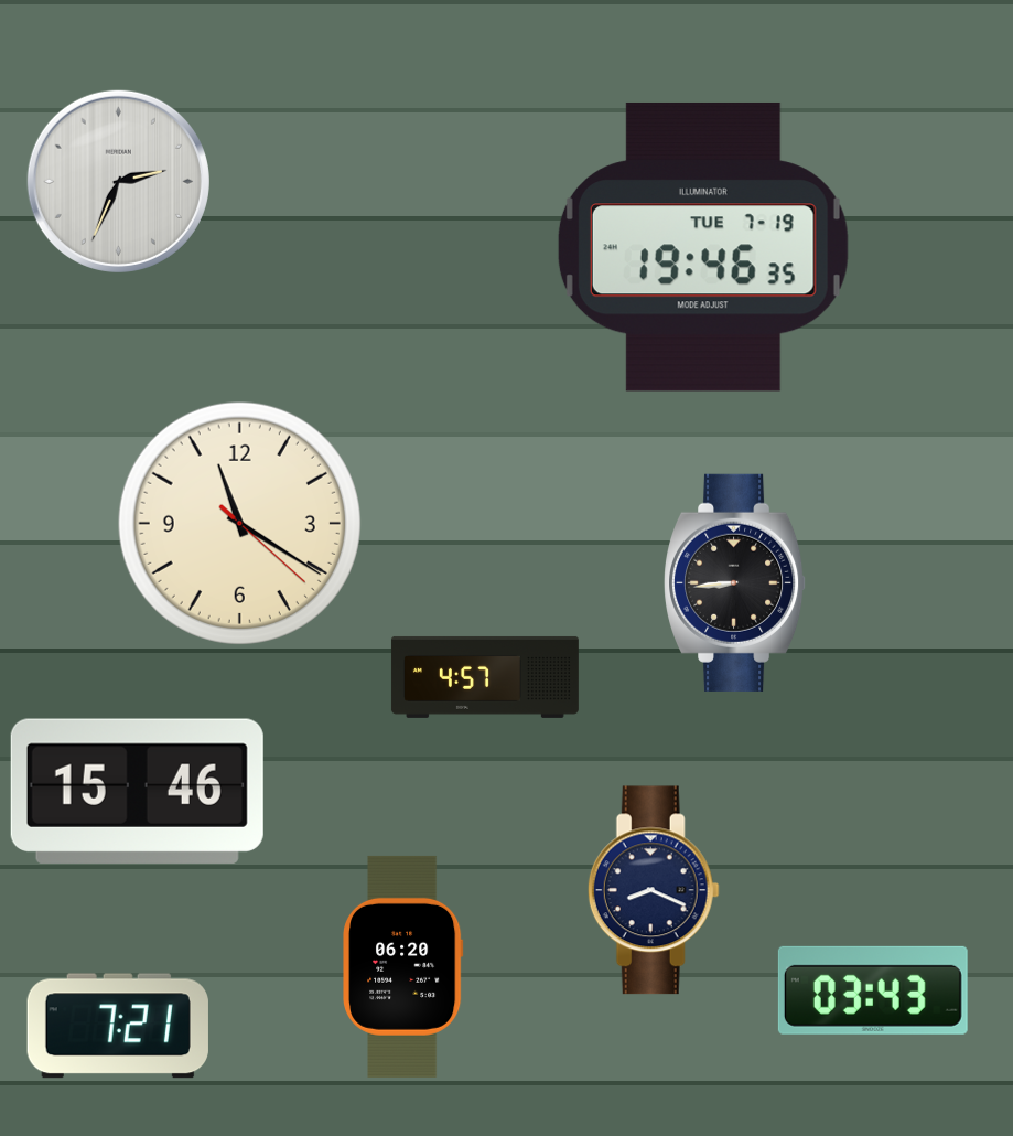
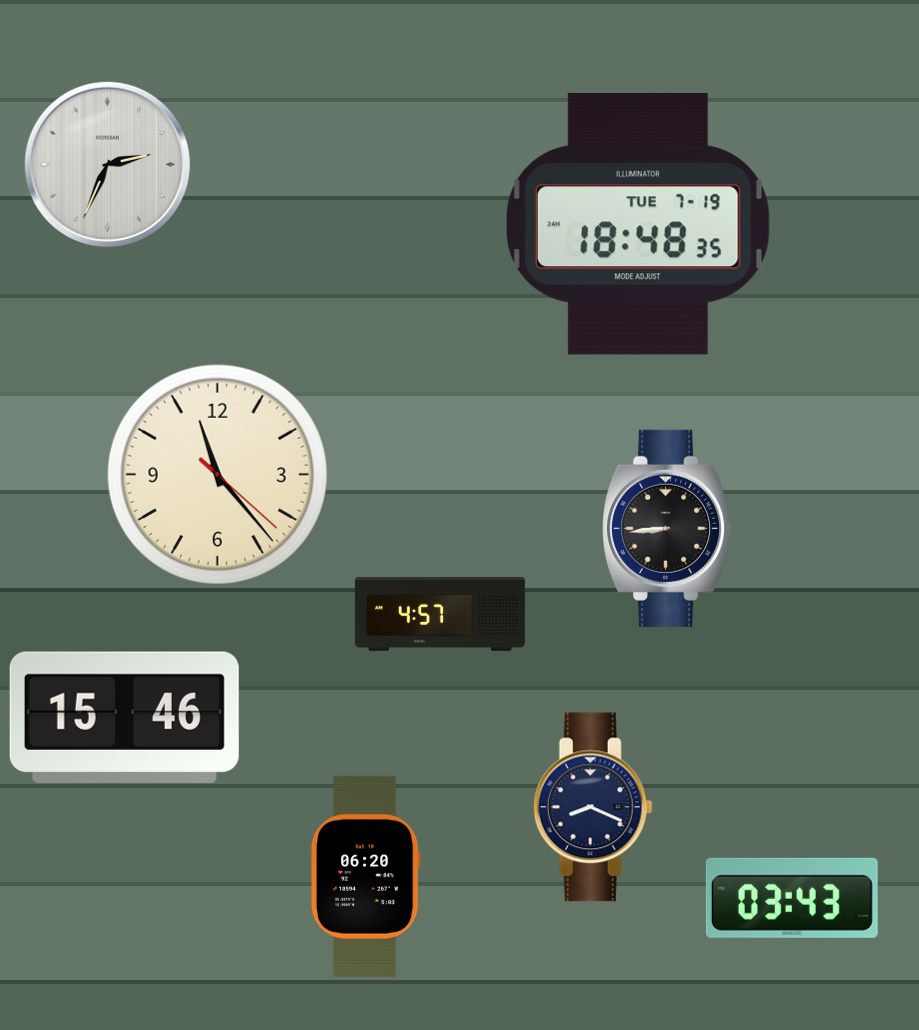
clock at (703, 247): 19:46 -> 18:48
clock at (239, 523): 11:20 -> 11:23
clock at (118, 1026): 7:21 -> none
